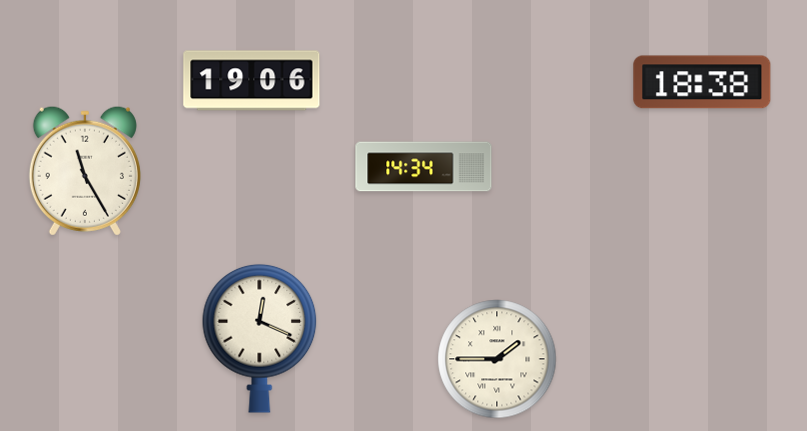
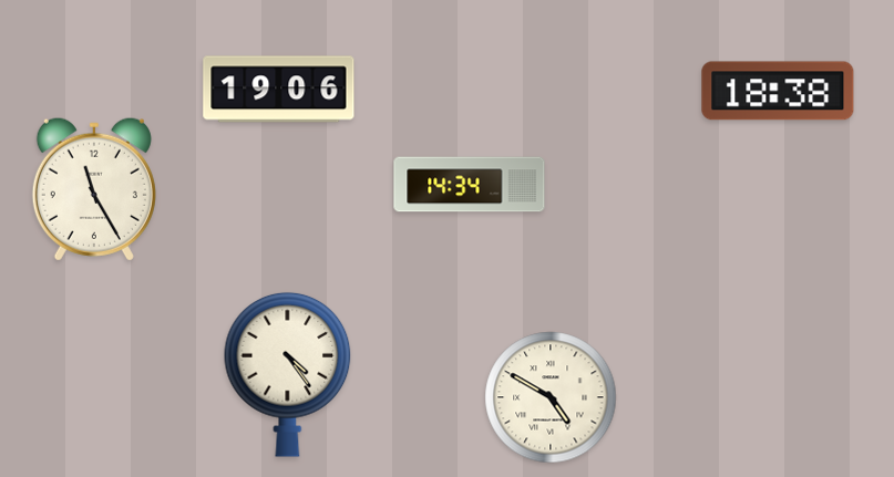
clock at (260, 338): 12:19 -> 4:24
clock at (497, 359): 1:45 -> 4:50
